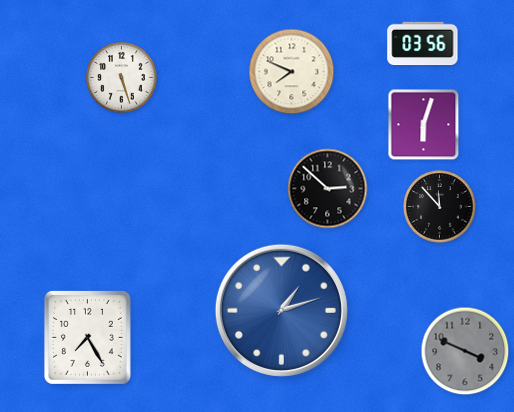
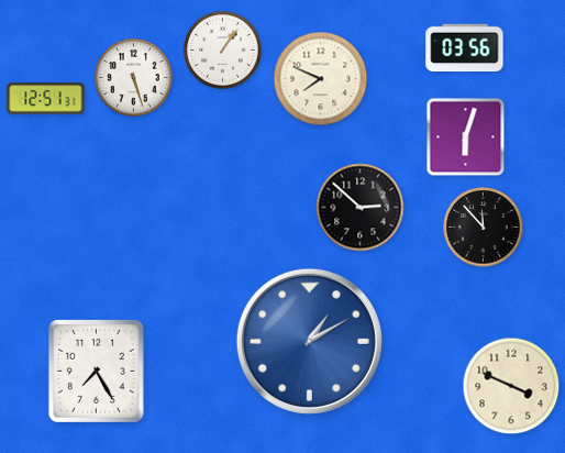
clock at (223, 51): none -> 1:06
clock at (122, 78) position: (122, 78) -> (134, 78)
clock at (46, 99): none -> 12:51
clock at (281, 310): 1:12 -> 1:10
clock at (465, 351) dial: grey -> cream
